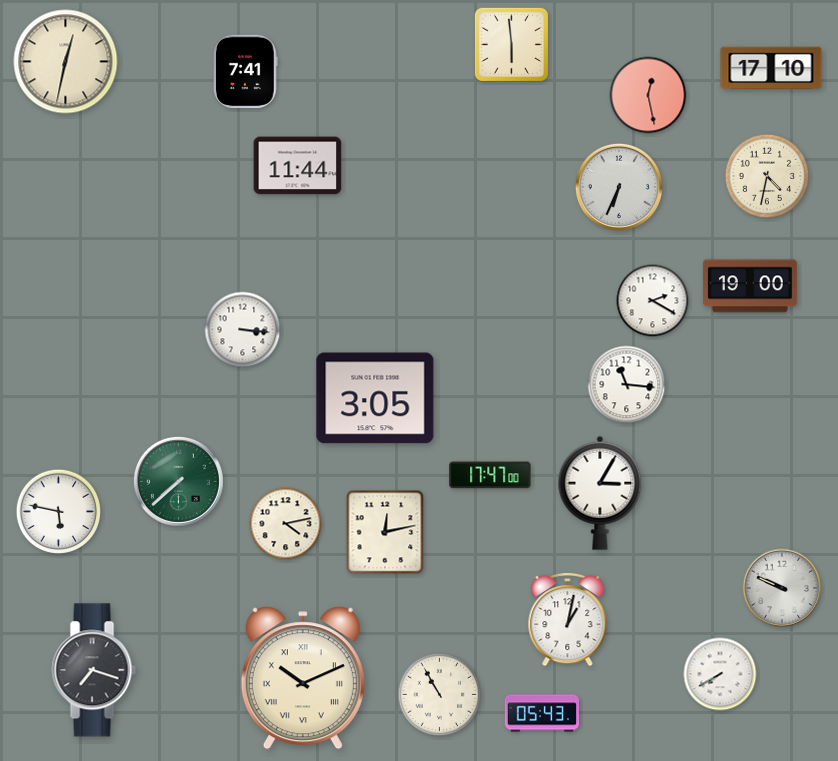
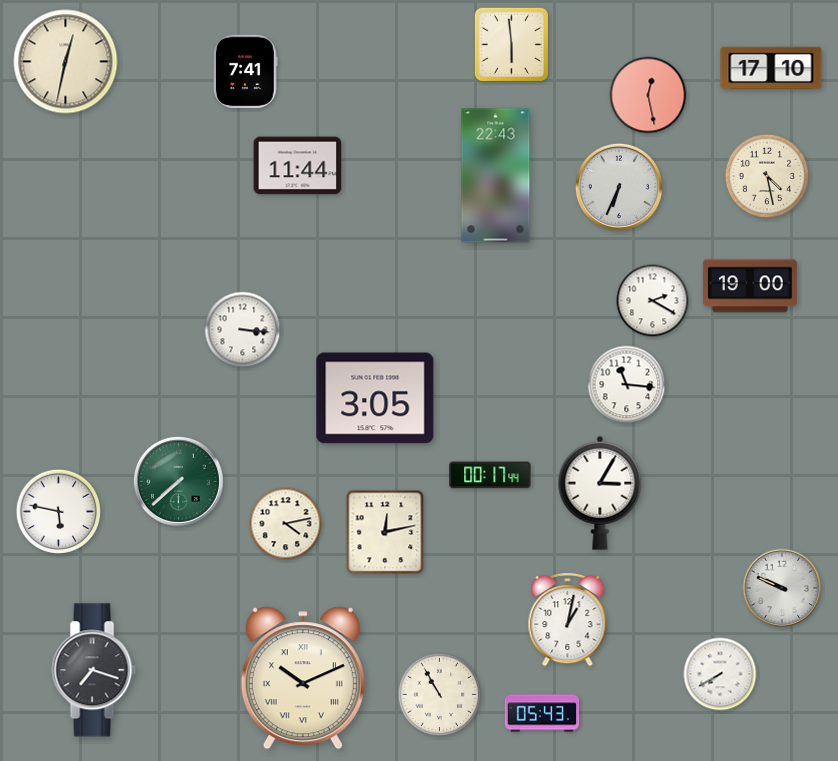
clock at (496, 176): none -> 22:43
clock at (767, 176): 4:32 -> 4:28
clock at (490, 475): 17:47 -> 00:17
